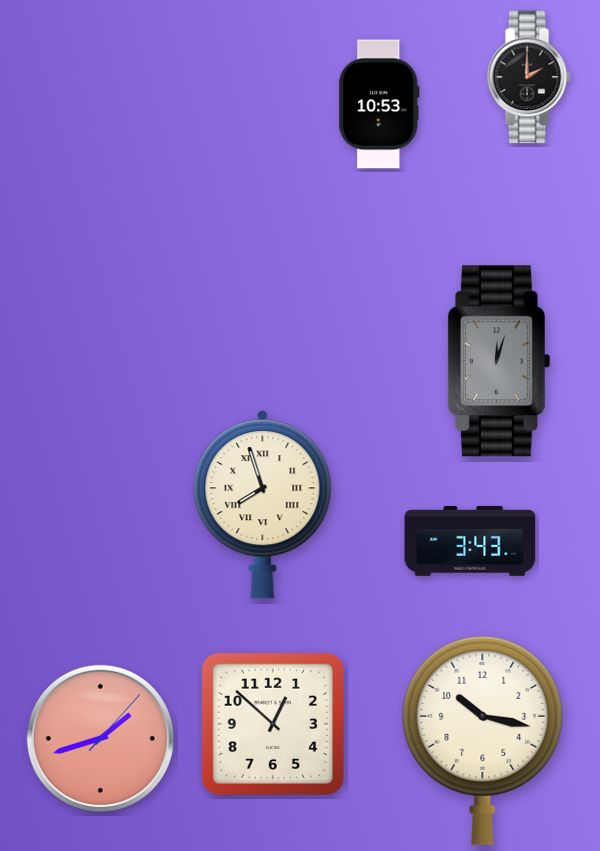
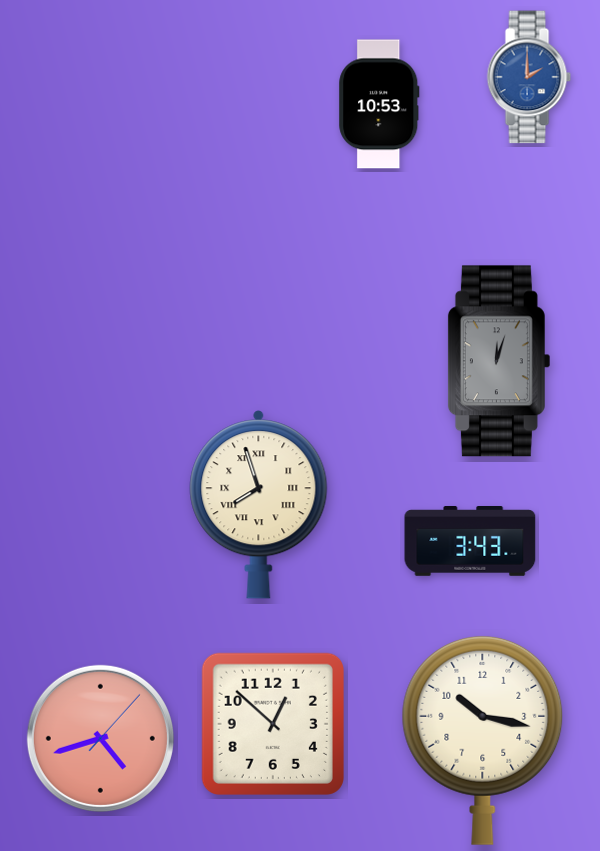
clock at (529, 77) dial: black -> blue
clock at (263, 505) position: (263, 505) -> (259, 505)
clock at (100, 738): 1:42 -> 4:42
